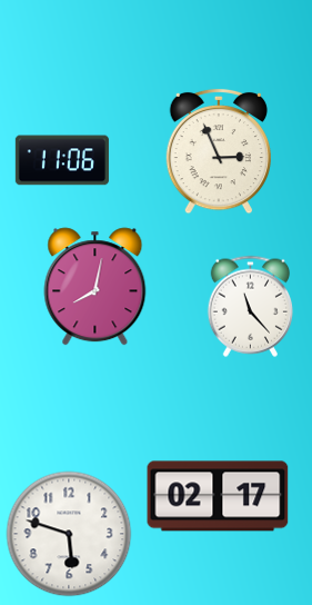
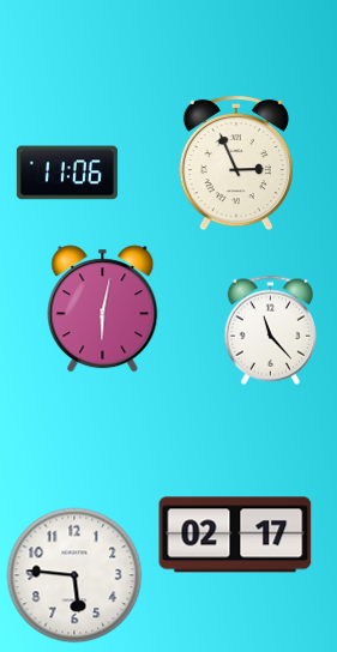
clock at (95, 287): 8:02 -> 6:02
clock at (69, 534): 5:48 -> 5:46
